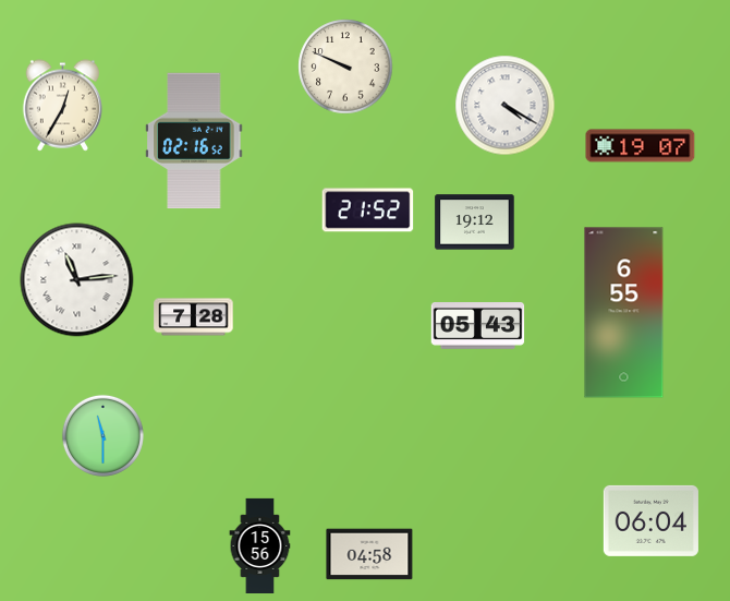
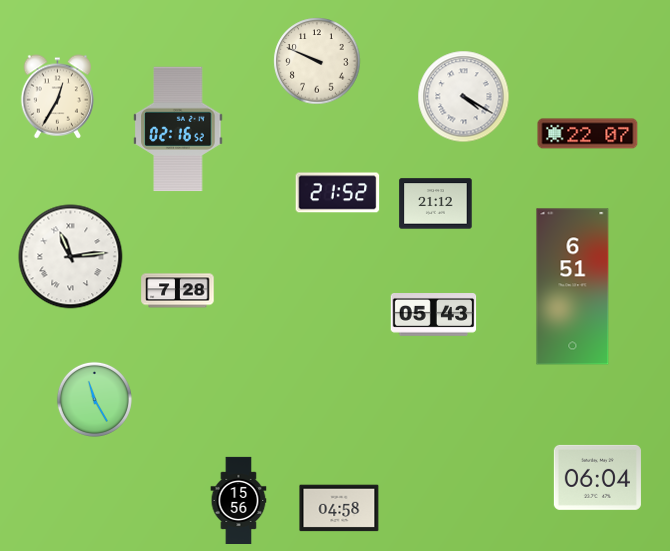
clock at (641, 146): 19:07 -> 22:07
clock at (475, 223): 19:12 -> 21:12
clock at (624, 313): 6:55 -> 6:51
clock at (478, 326) position: (478, 326) -> (434, 315)
clock at (102, 435): 11:30 -> 11:25
